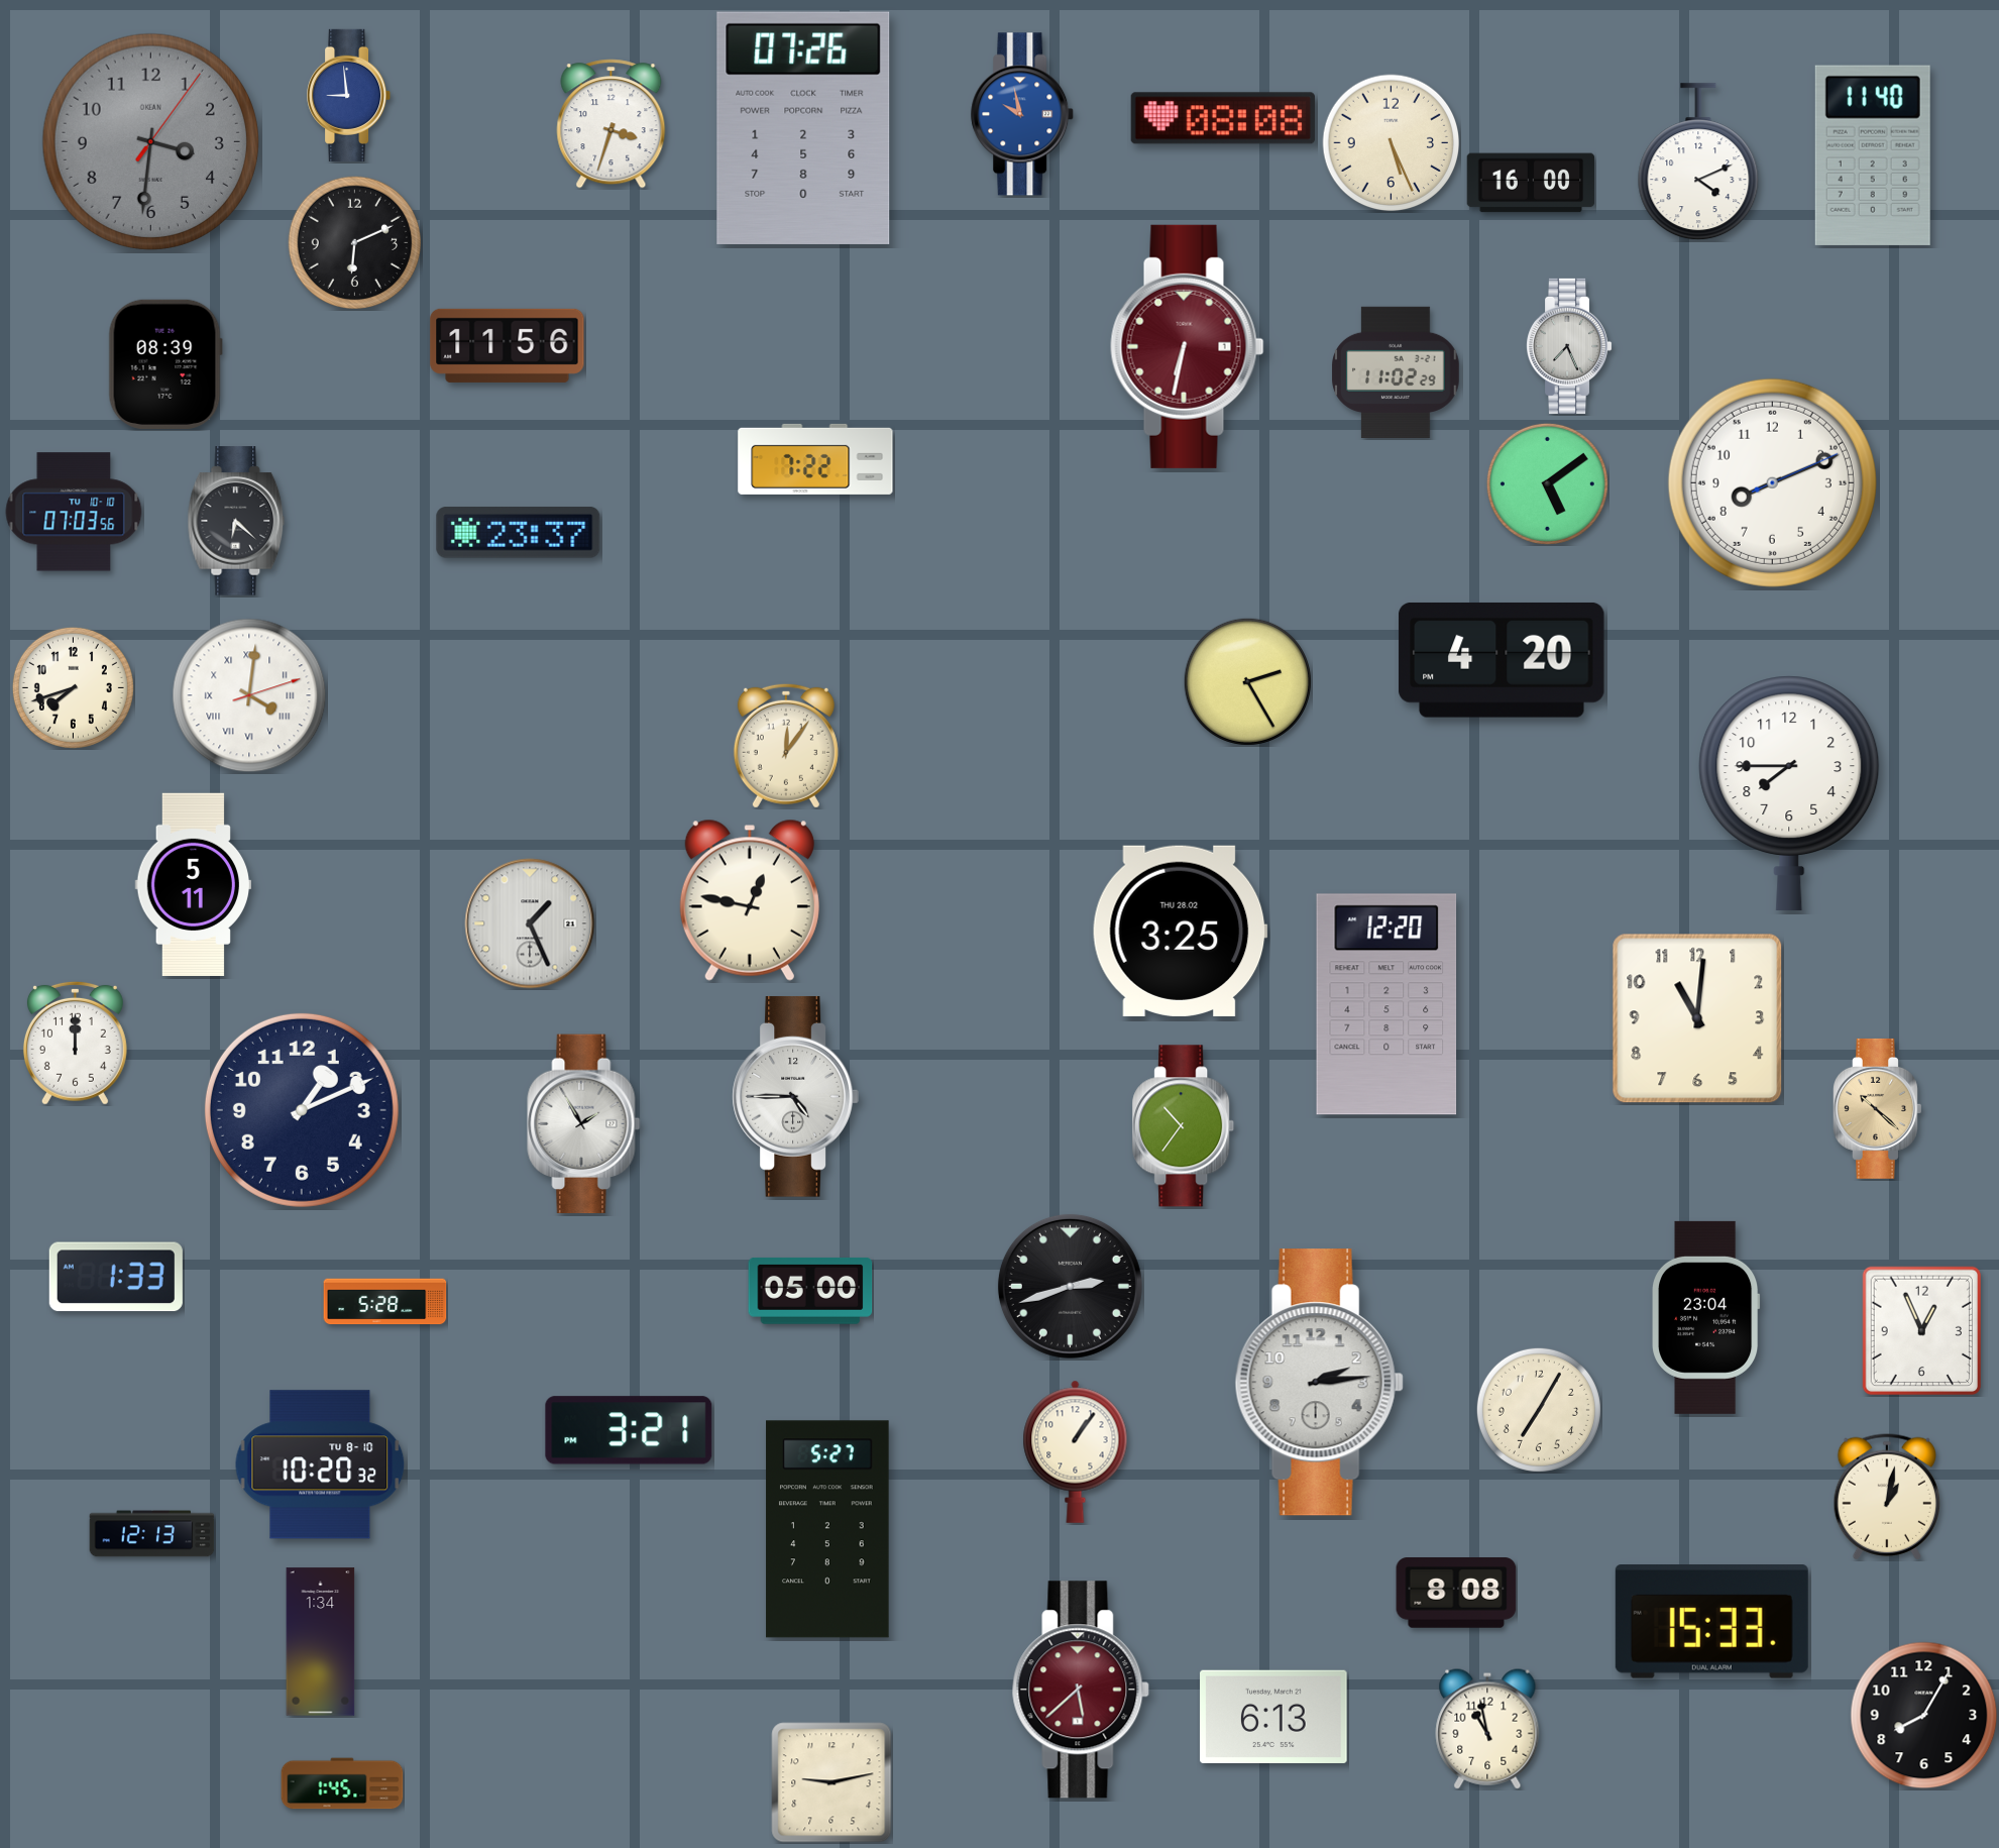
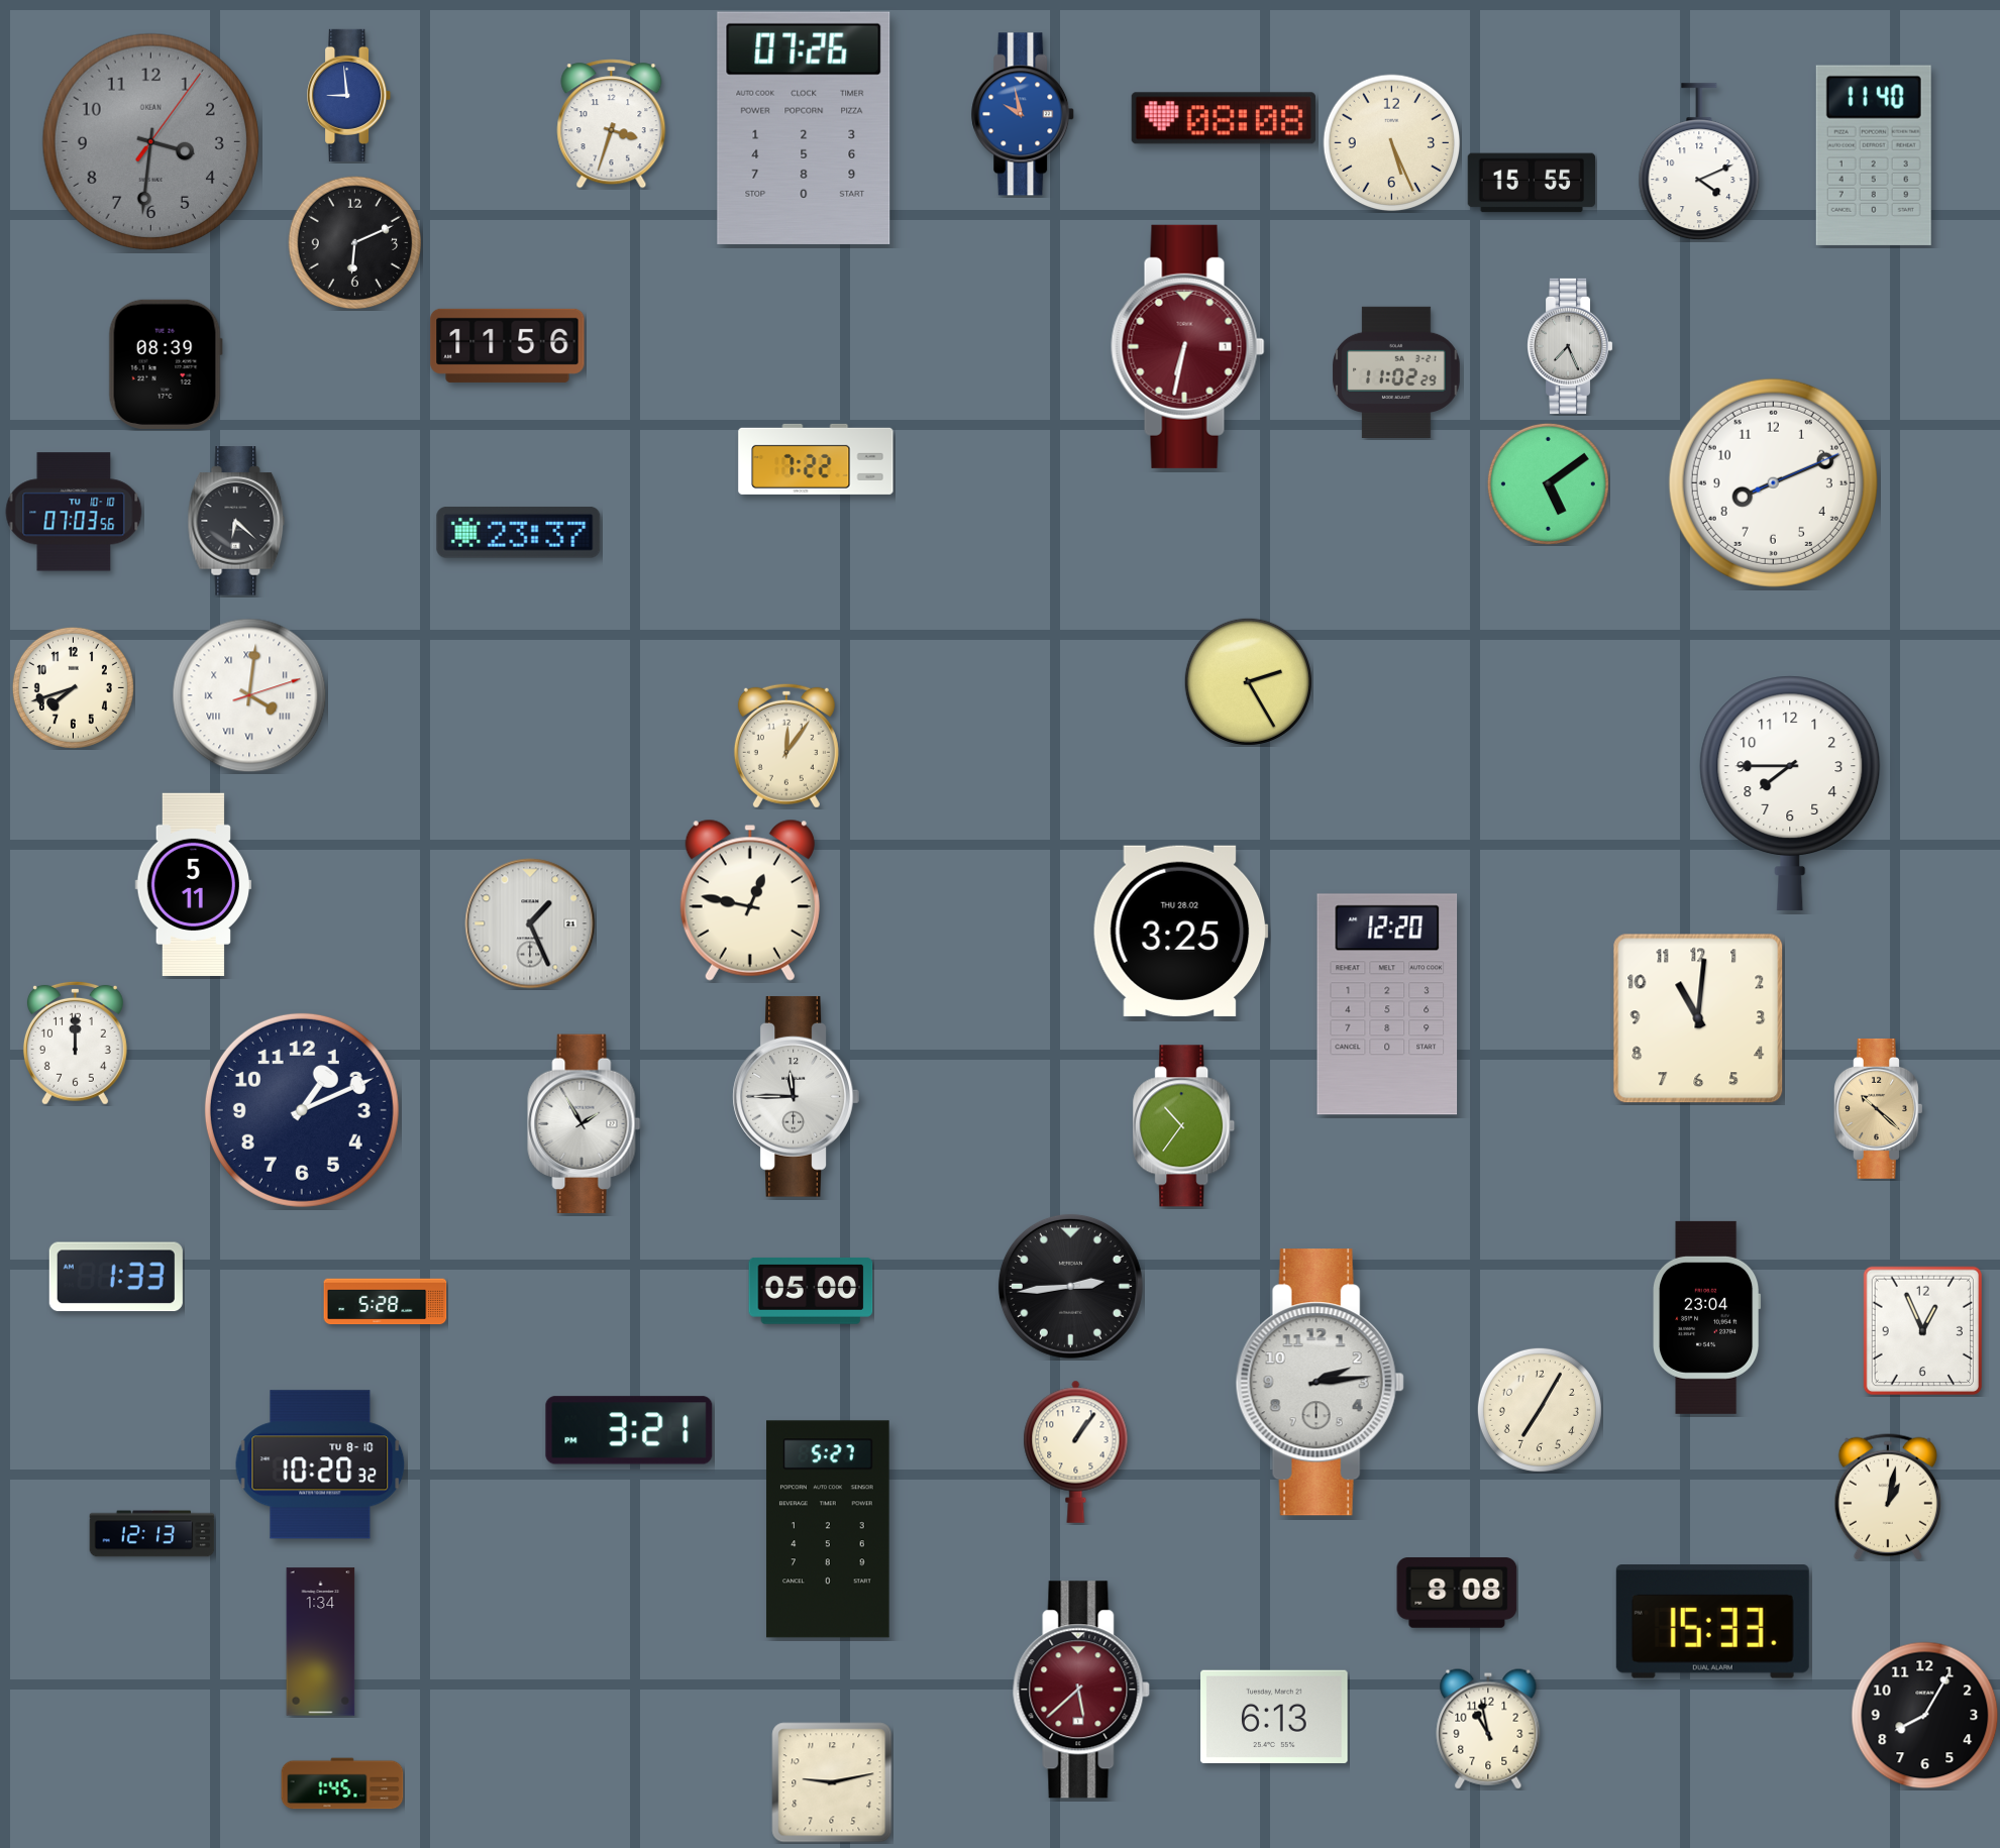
clock at (1531, 183): 16:00 -> 15:55
clock at (1502, 660): 4:20 -> none
clock at (795, 1097): 4:45 -> 11:45
clock at (1070, 1286): 2:42 -> 2:44
